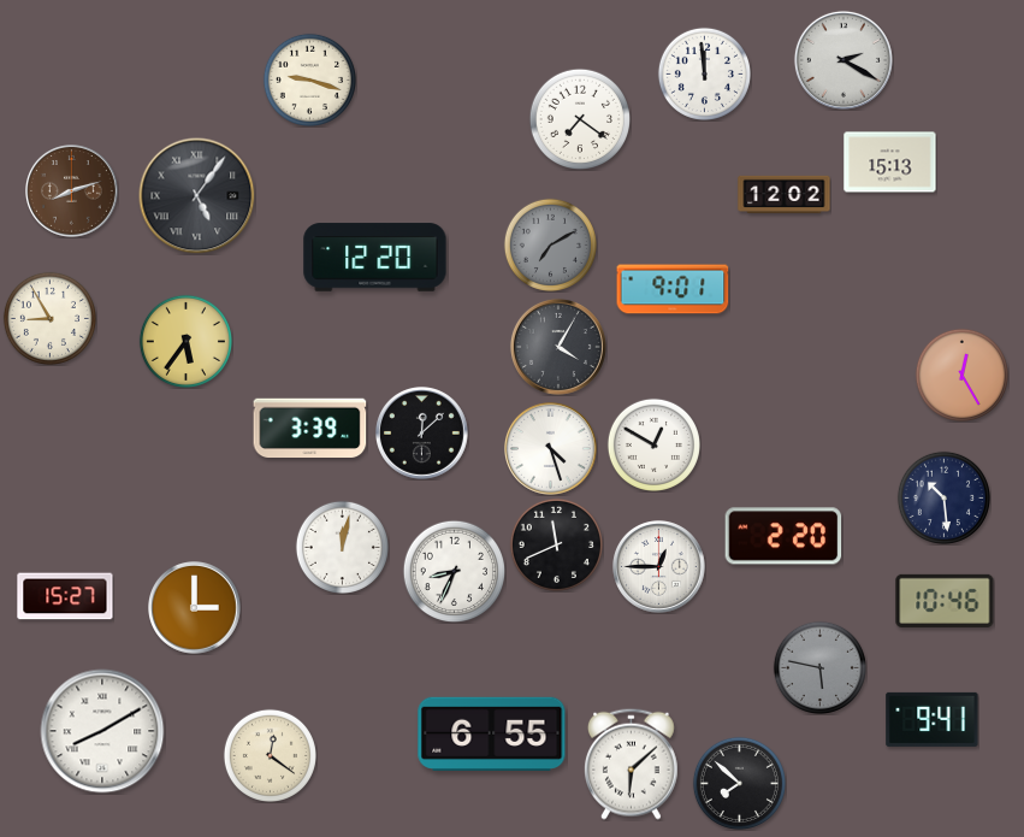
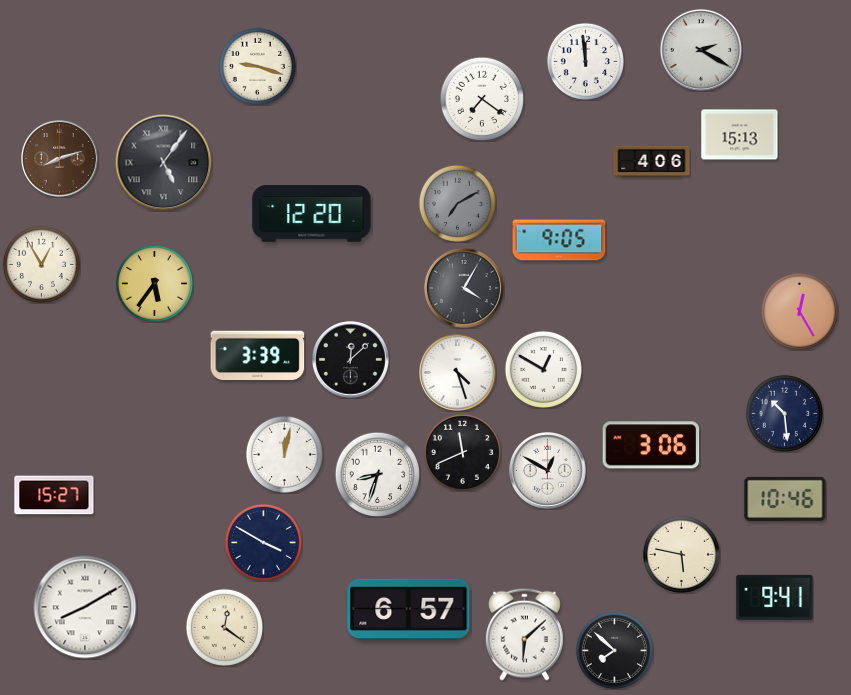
clock at (785, 195): 12:02 -> 4:06
clock at (673, 289): 9:01 -> 9:05
clock at (49, 318): 8:55 -> 12:55
clock at (783, 536): 2:20 -> 3:06
clock at (659, 567): 12:45 -> 12:50
clock at (454, 571): 8:34 -> 8:33
clock at (195, 608): 3:00 -> none
clock at (263, 542): none -> 3:50
clock at (819, 667) dial: grey -> cream
clock at (492, 733): 6:55 -> 6:57
